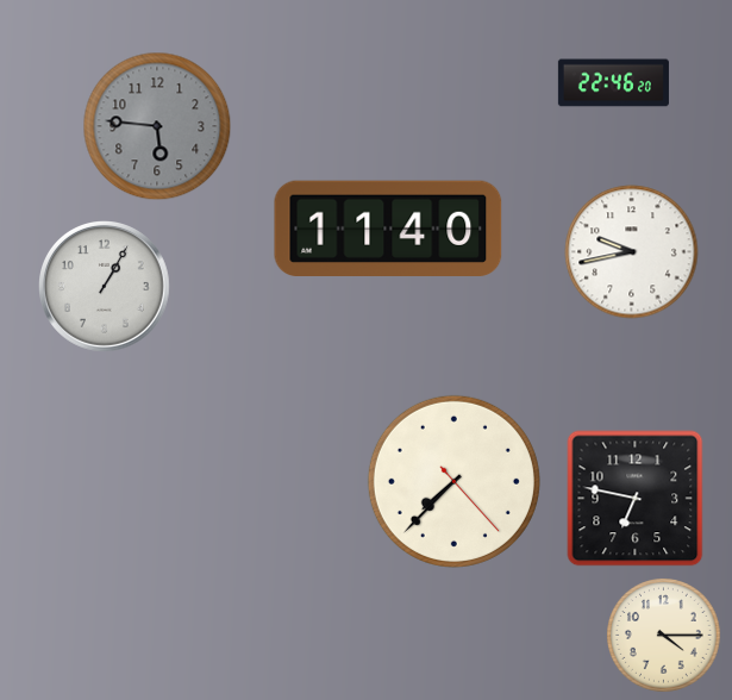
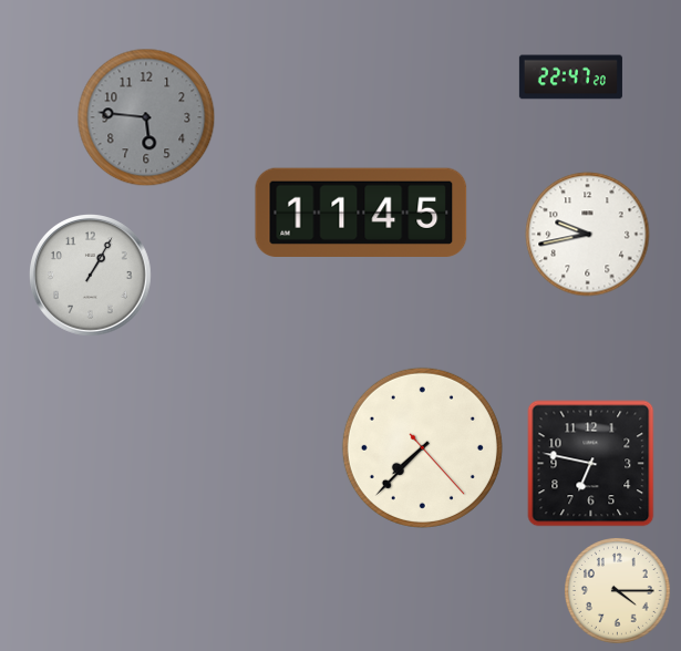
clock at (613, 83): 22:46 -> 22:47
clock at (388, 229): 11:40 -> 11:45
clock at (105, 287) position: (105, 287) -> (91, 276)
